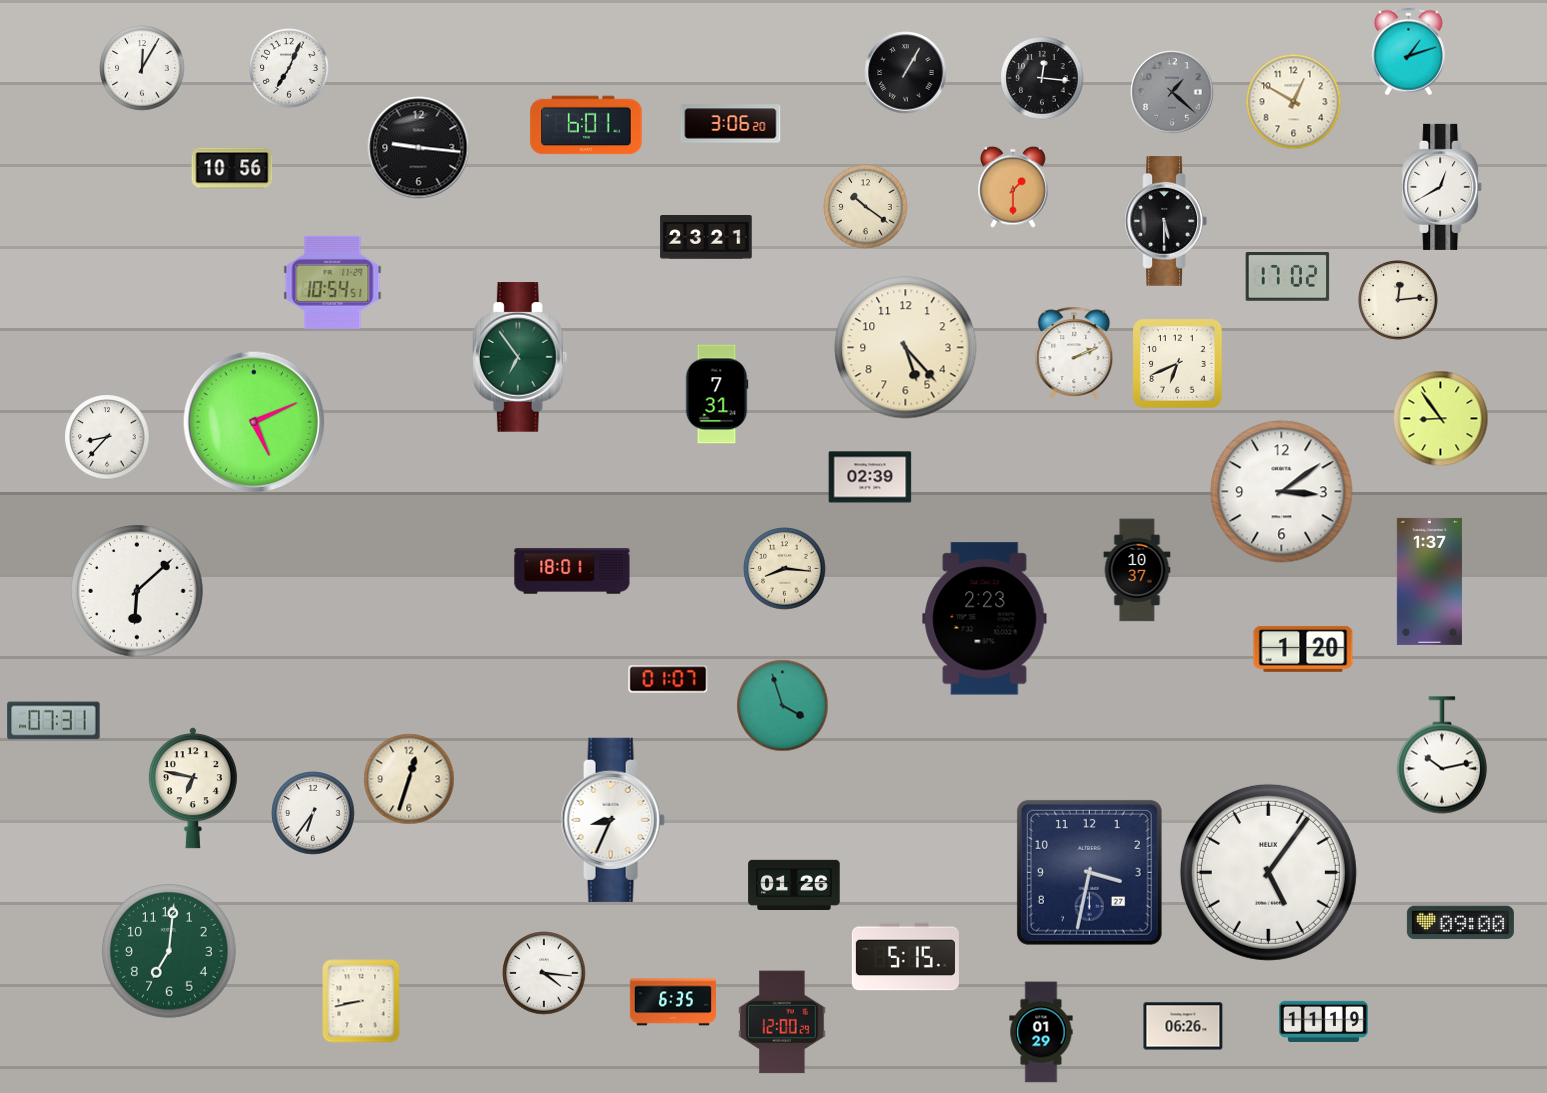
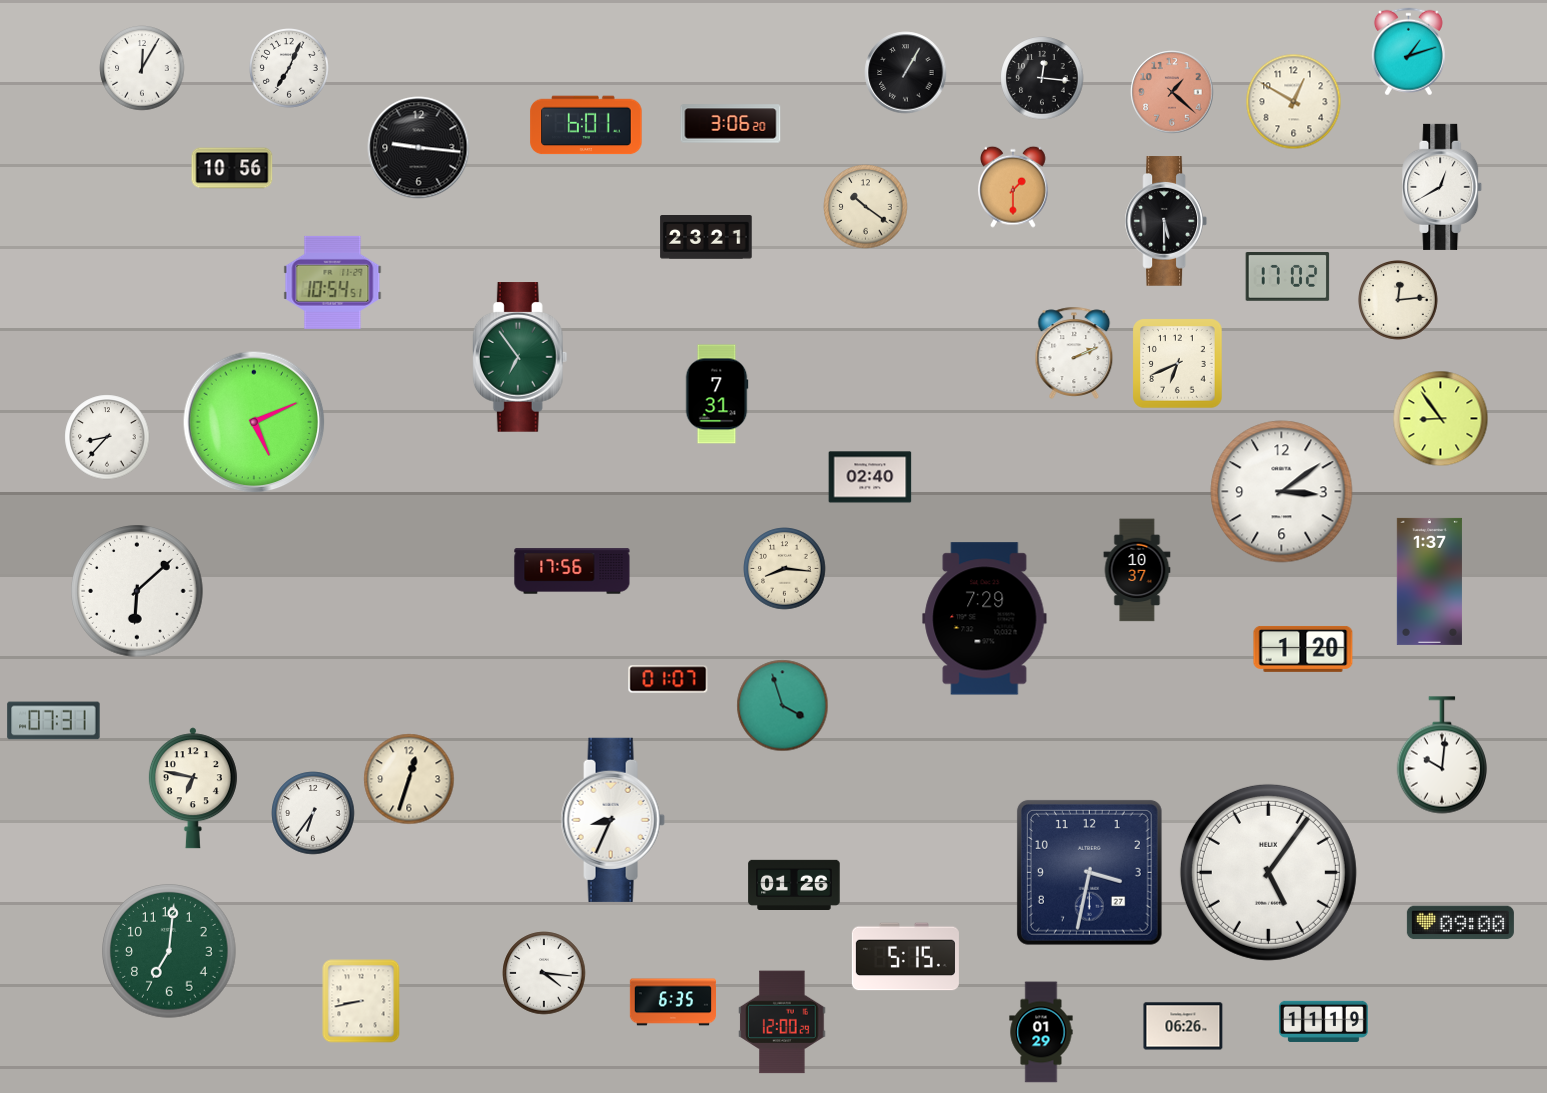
clock at (1172, 92) dial: grey -> salmon
clock at (906, 348): 5:23 -> none
clock at (870, 477): 02:39 -> 02:40
clock at (572, 571): 18:01 -> 17:56
clock at (985, 619): 2:23 -> 7:29
clock at (1442, 755): 10:13 -> 10:01
